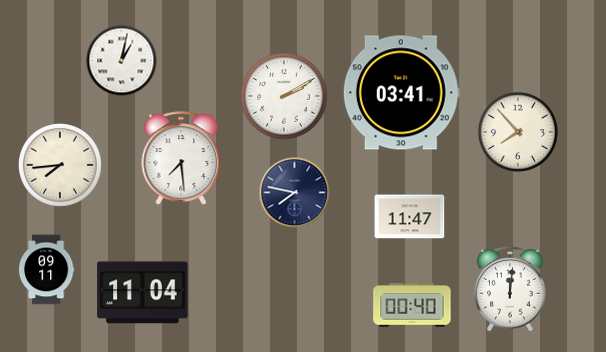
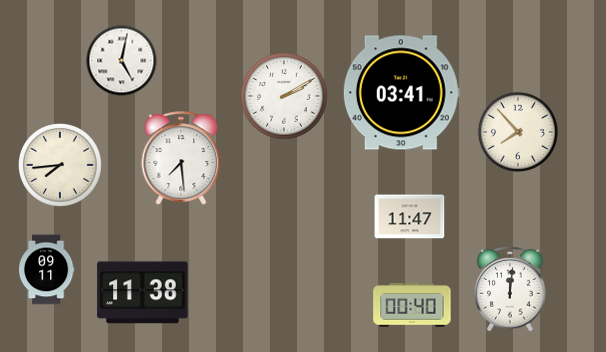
clock at (122, 61): 1:02 -> 5:02
clock at (295, 193): 7:47 -> none
clock at (143, 293): 11:04 -> 11:38
